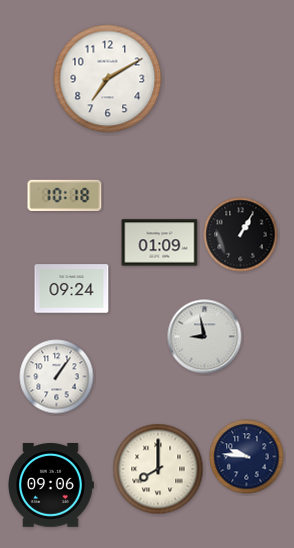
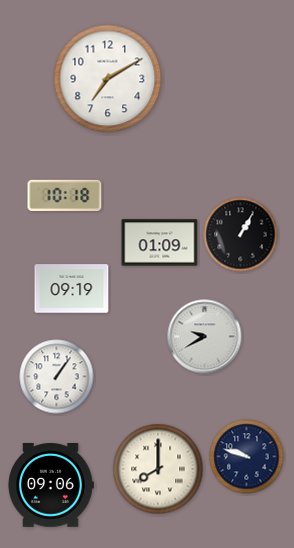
clock at (72, 289): 09:24 -> 09:19
clock at (205, 337): 8:58 -> 9:40
clock at (247, 457): 9:46 -> 9:48
